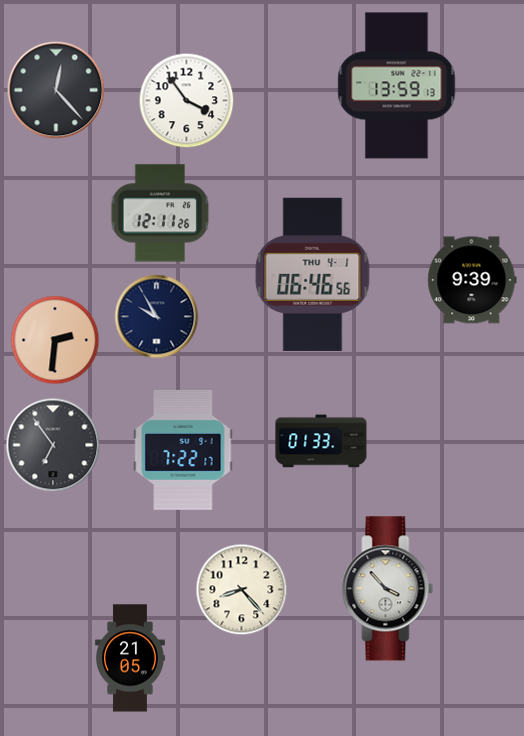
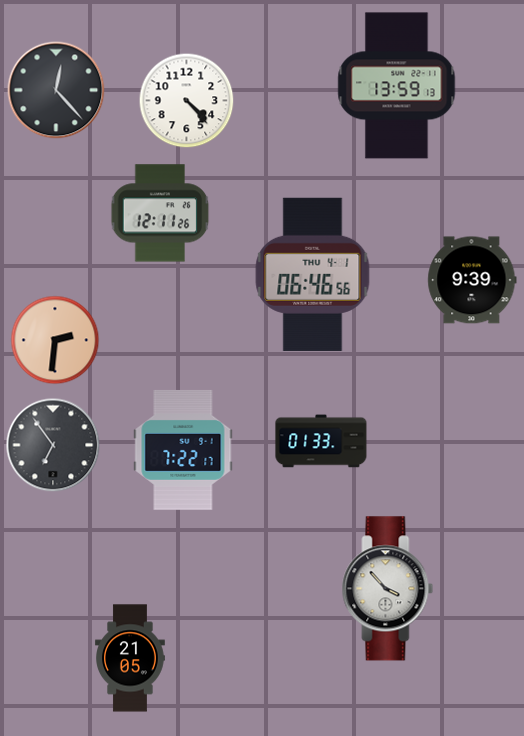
clock at (187, 101): 3:54 -> 4:23
clock at (157, 317): 9:55 -> none
clock at (242, 590): 8:23 -> none
